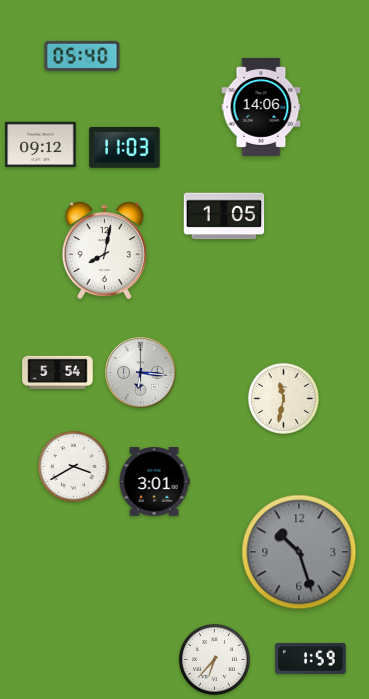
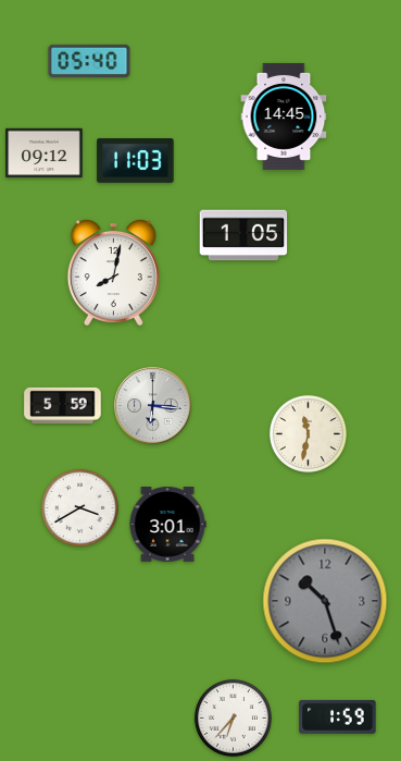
clock at (261, 107): 14:06 -> 14:45
clock at (41, 145) position: (41, 145) -> (45, 154)
clock at (58, 372): 5:54 -> 5:59
